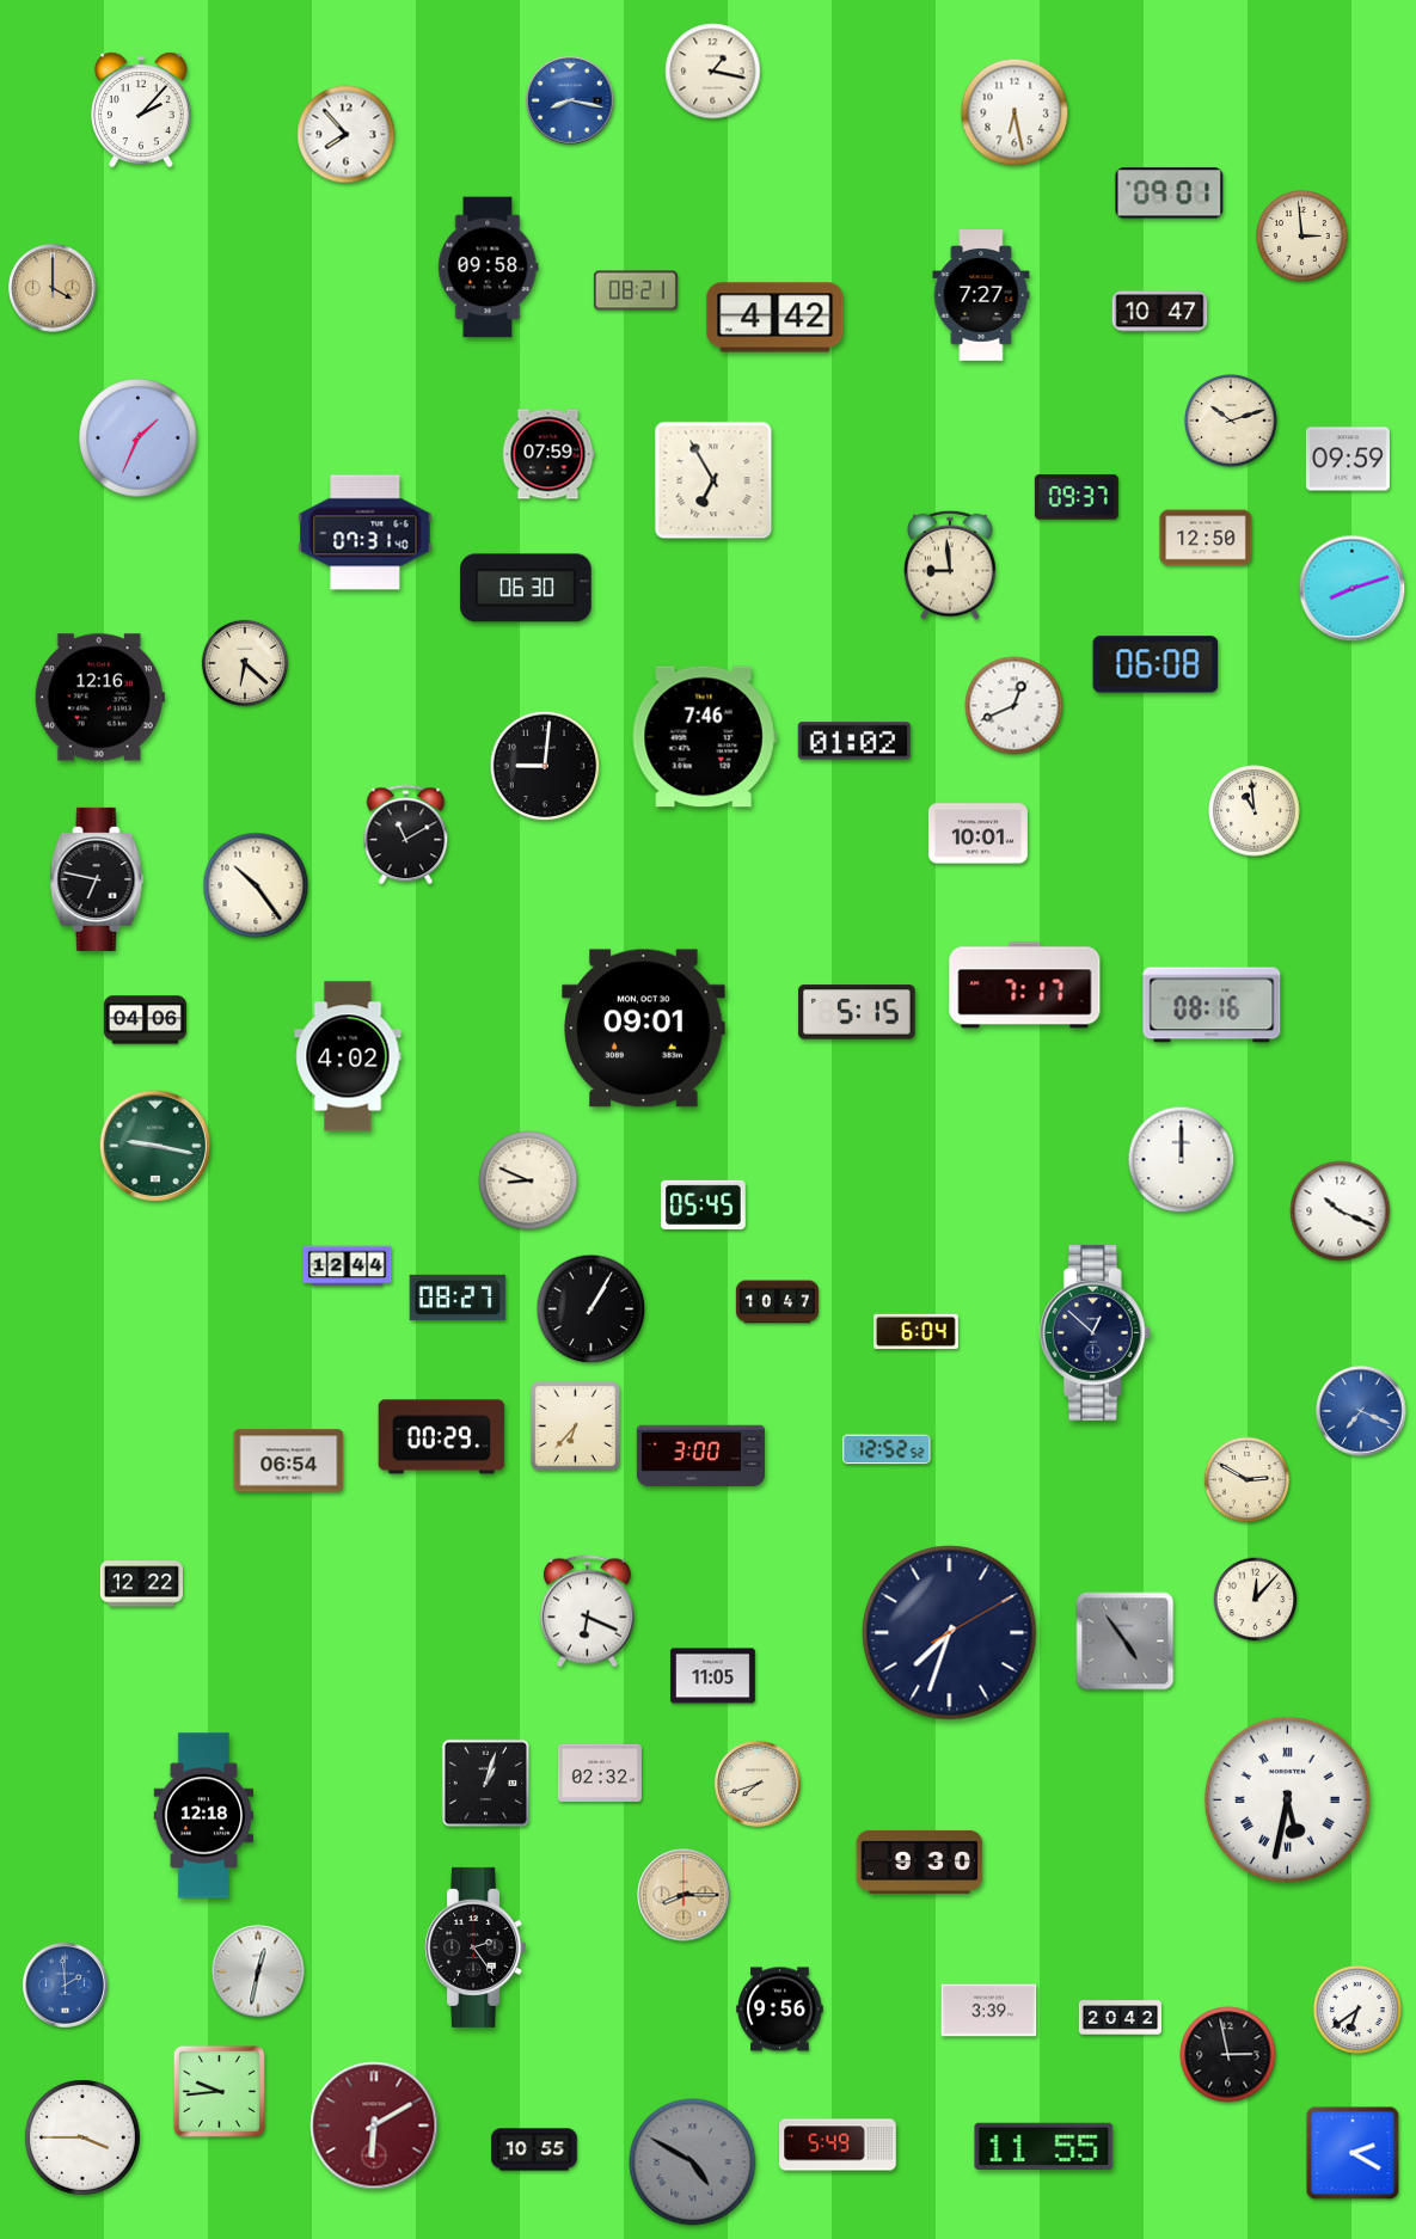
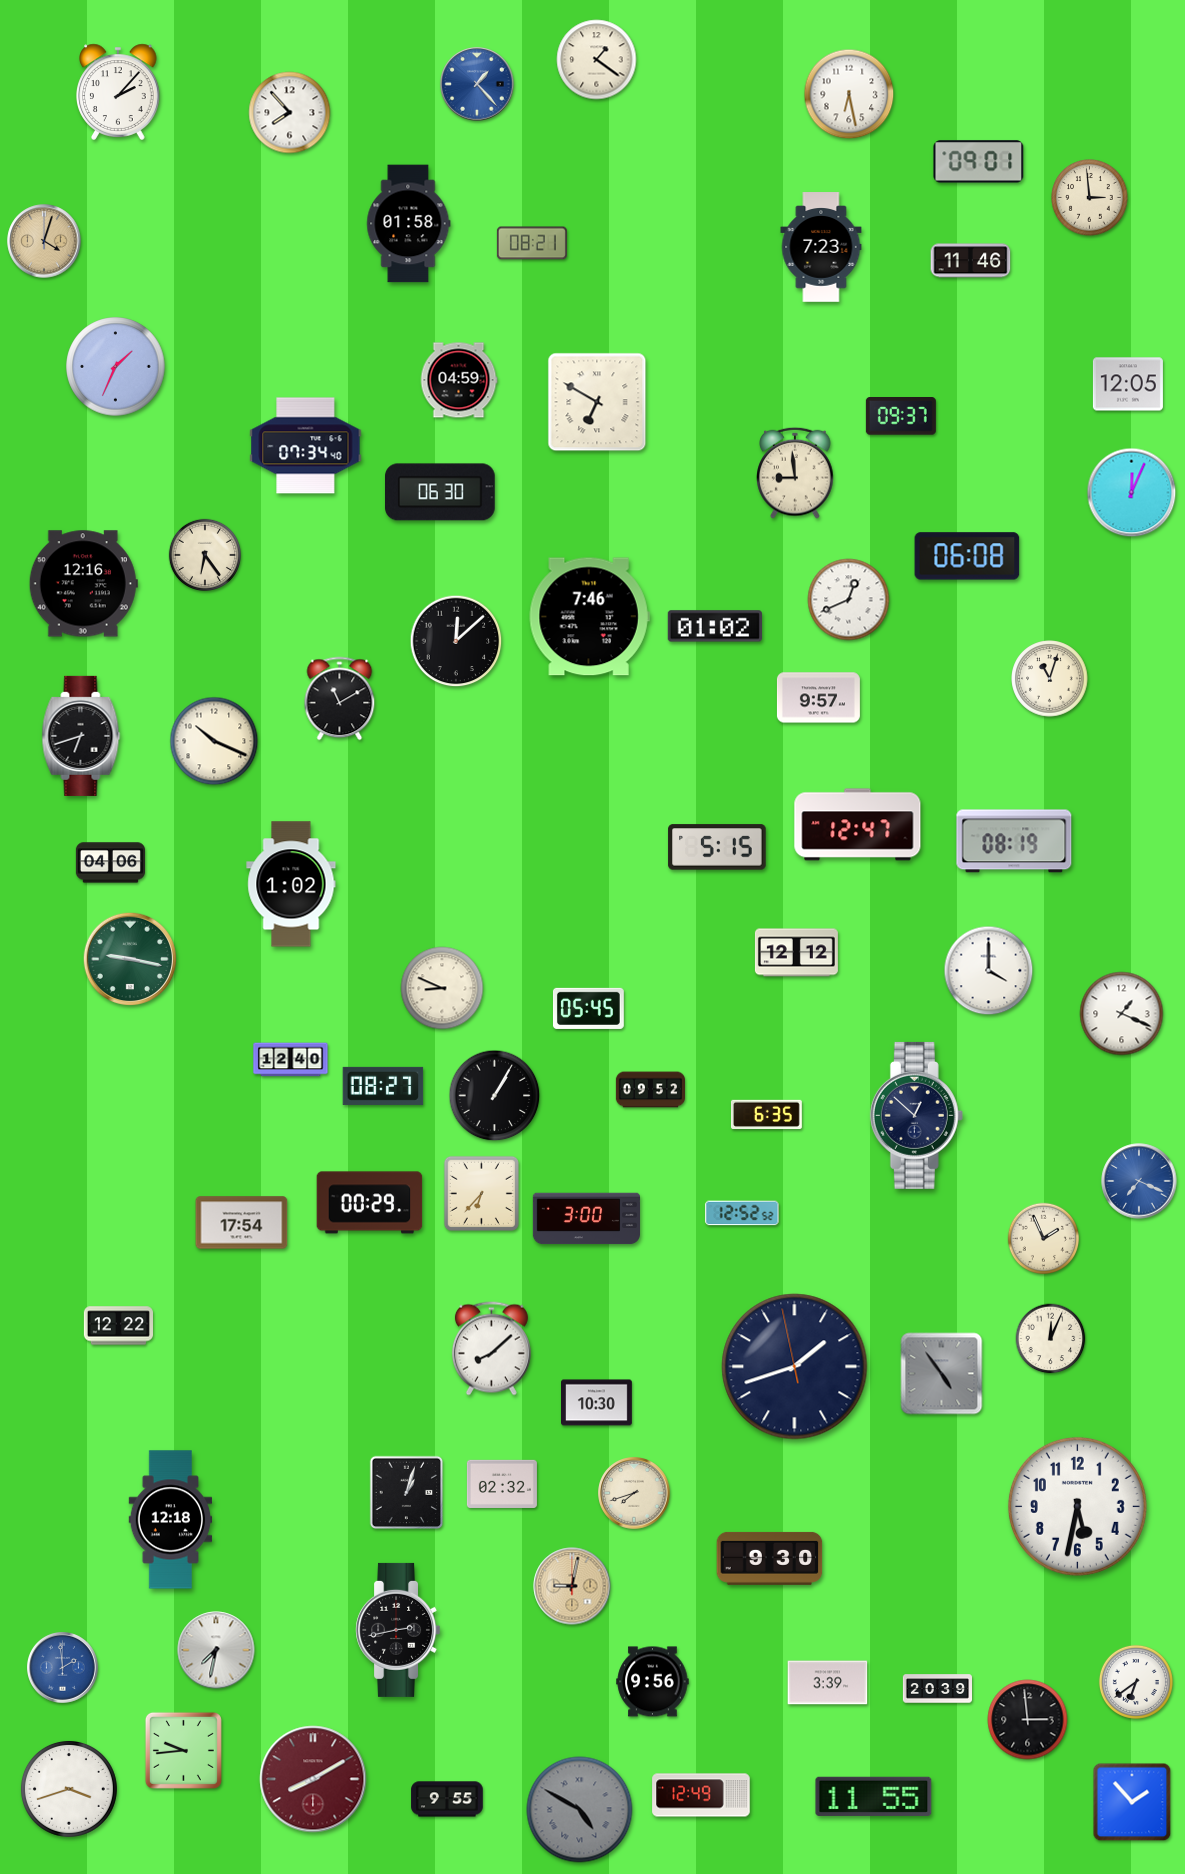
clock at (713, 72): 1:17 -> 1:21
clock at (570, 100): 8:17 -> 1:23
clock at (489, 268): 09:58 -> 01:58
clock at (53, 288): 4:00 -> 4:03
clock at (981, 295): 7:27 -> 7:23
clock at (1160, 312): 10:47 -> 11:46
clock at (776, 318): 4:42 -> none
clock at (1231, 421): 10:12 -> none
clock at (548, 454): 07:59 -> 04:59
clock at (1348, 459): 09:59 -> 12:05
clock at (713, 480): 6:55 -> 6:50
clock at (366, 533): 07:31 -> 07:34
clock at (1206, 538): 12:50 -> none
clock at (1353, 589): 8:12 -> 12:04
clock at (244, 662): 6:22 -> 6:24
clock at (1015, 706) position: (1015, 706) -> (849, 600)
clock at (854, 741) position: (854, 741) -> (715, 626)
clock at (545, 766): 9:01 -> 12:08
clock at (1255, 811): 10:59 -> 11:03
clock at (977, 834): 10:01 -> 9:57
clock at (97, 879): 6:47 -> 6:42
clock at (256, 885): 10:24 -> 10:19
clock at (1025, 986): 7:17 -> 12:47
clock at (1212, 1005): 08:16 -> 08:19
clock at (145, 1020) position: (145, 1020) -> (110, 863)
clock at (644, 1029): 09:01 -> none
clock at (348, 1056): 4:02 -> 1:02
clock at (796, 953): none -> 12:12
clock at (1182, 1160): 12:00 -> 4:00
clock at (1341, 1211): 10:19 -> 1:19
clock at (348, 1266): 12:44 -> 12:40
clock at (777, 1302): 10:47 -> 09:52
clock at (917, 1332): 6:04 -> 6:35
clock at (289, 1461): 06:54 -> 17:54
clock at (1248, 1480): 2:50 -> 1:56
clock at (1256, 1600): 12:07 -> 12:04
clock at (587, 1612): 6:19 -> 8:08
clock at (950, 1633): 7:33 -> 1:41
clock at (713, 1676): 11:05 -> 10:30
clock at (1287, 1799) numerals: Roman -> Arabic
clock at (684, 1895): 8:15 -> 9:02
clock at (474, 1947): 2:24 -> 2:43
clock at (258, 1971): 12:32 -> 7:32
clock at (66, 1986) position: (66, 1986) -> (63, 1668)
clock at (1120, 2018): 20:42 -> 20:39
clock at (1228, 2055): 2:58 -> 2:59
clock at (374, 2125): 6:10 -> 8:10
clock at (82, 2137): 3:45 -> 3:42
clock at (838, 2145): 5:49 -> 12:49
clock at (534, 2149): 10:55 -> 9:55
clock at (1353, 2153): 2:20 -> 1:53
